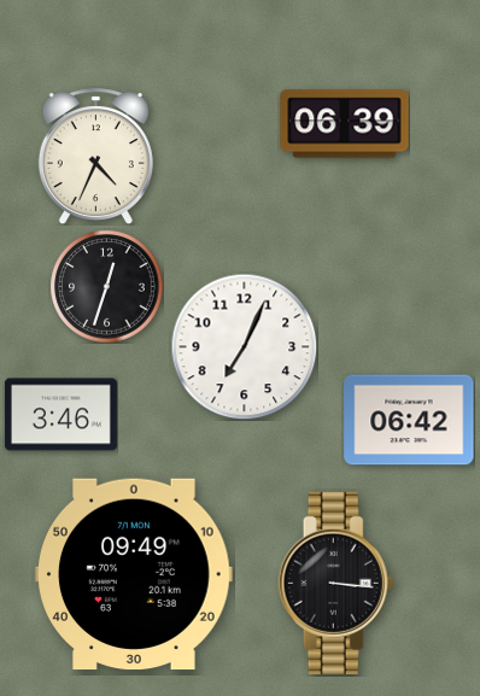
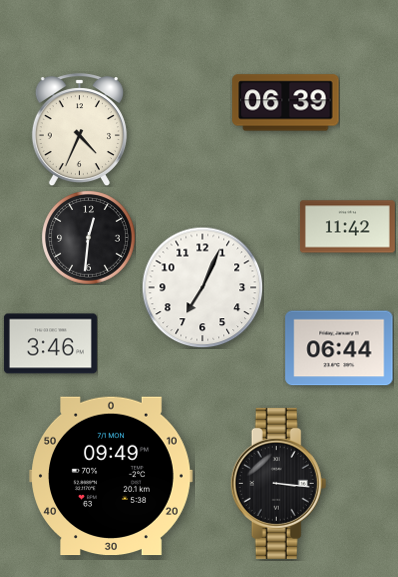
clock at (347, 227): none -> 11:42
clock at (106, 286): 12:33 -> 12:31
clock at (409, 420): 06:42 -> 06:44
